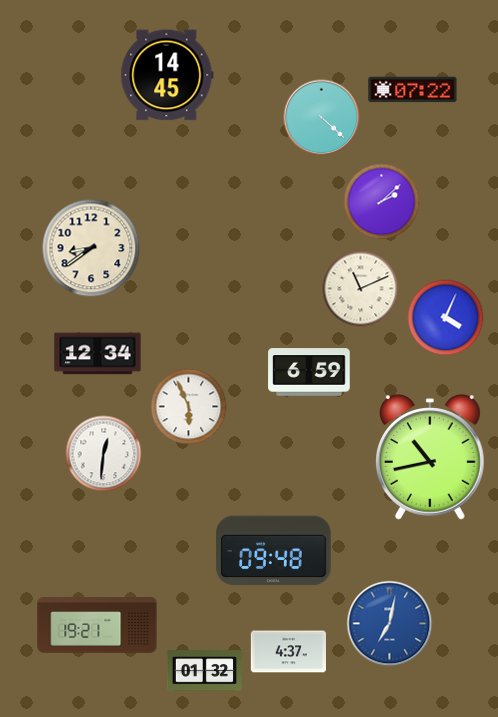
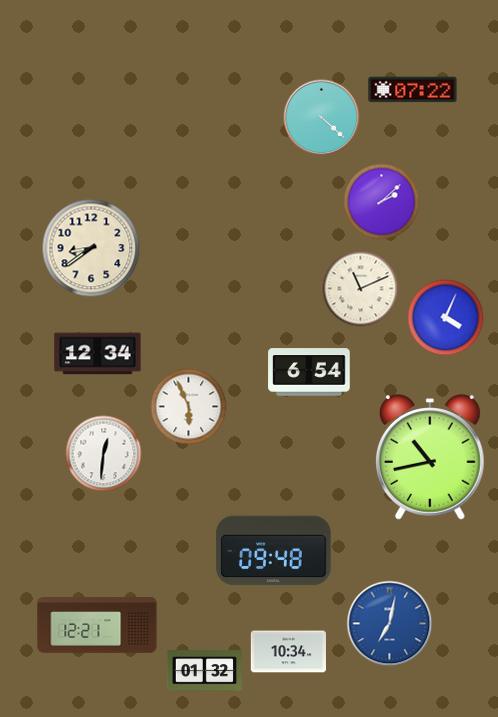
clock at (167, 75): 14:45 -> none
clock at (309, 372): 6:59 -> 6:54
clock at (97, 625): 19:21 -> 12:21
clock at (288, 652): 4:37 -> 10:34
